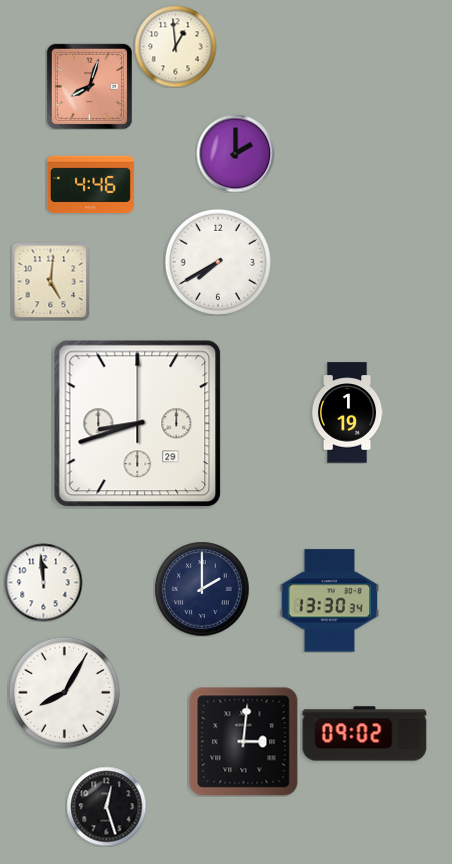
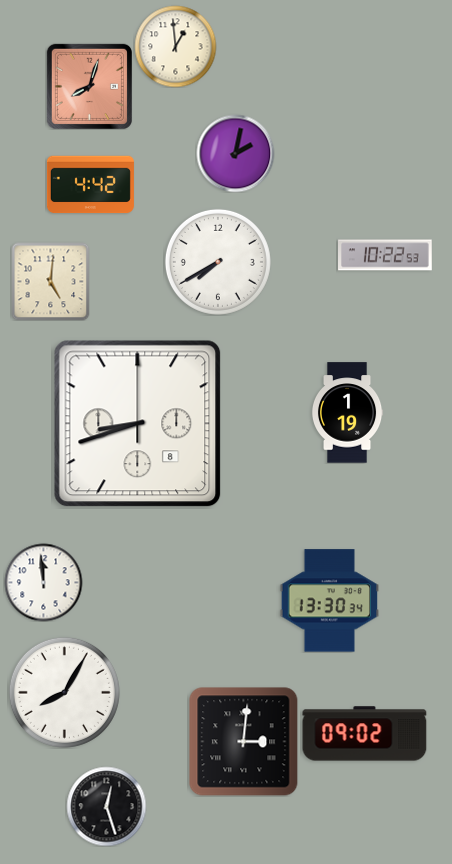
clock at (235, 153): 2:00 -> 2:02
clock at (90, 185): 4:46 -> 4:42
clock at (386, 255): none -> 10:22
clock at (138, 424) date: 29 -> 8
clock at (202, 589): 2:00 -> none
